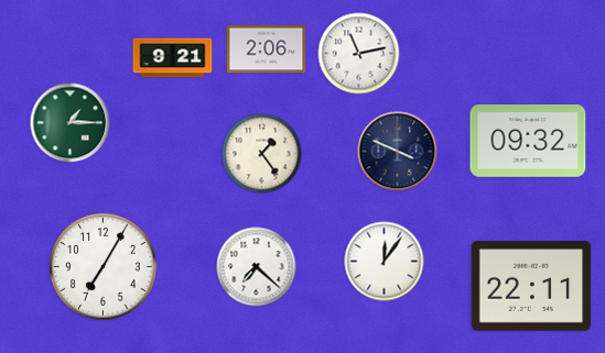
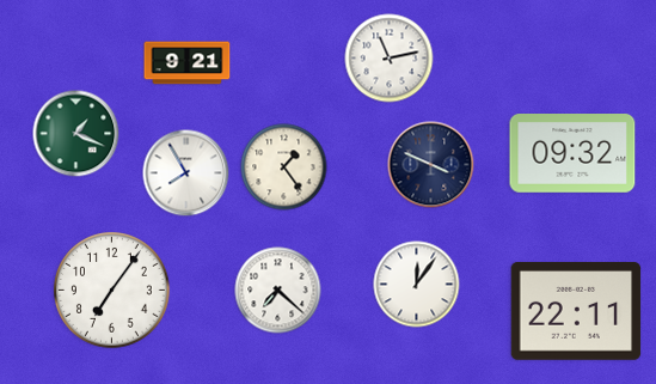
clock at (267, 49): 2:06 -> none
clock at (71, 123): 1:15 -> 1:19
clock at (186, 173): none -> 7:55
clock at (104, 267): 7:05 -> 7:06
